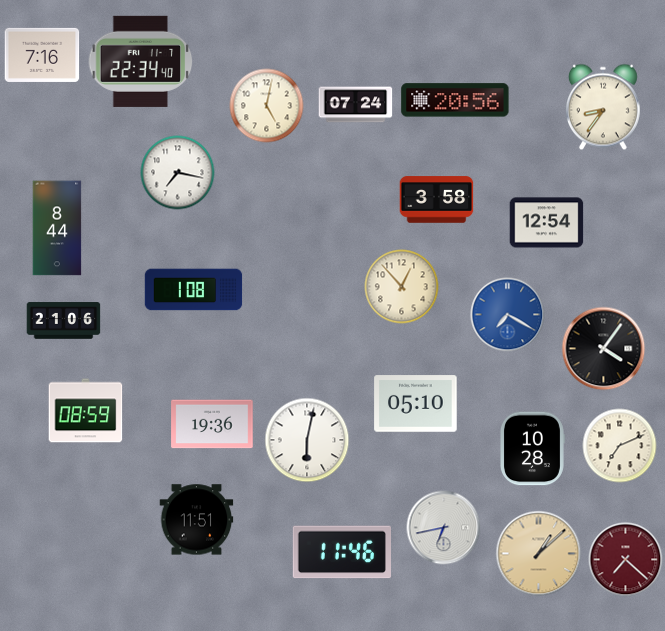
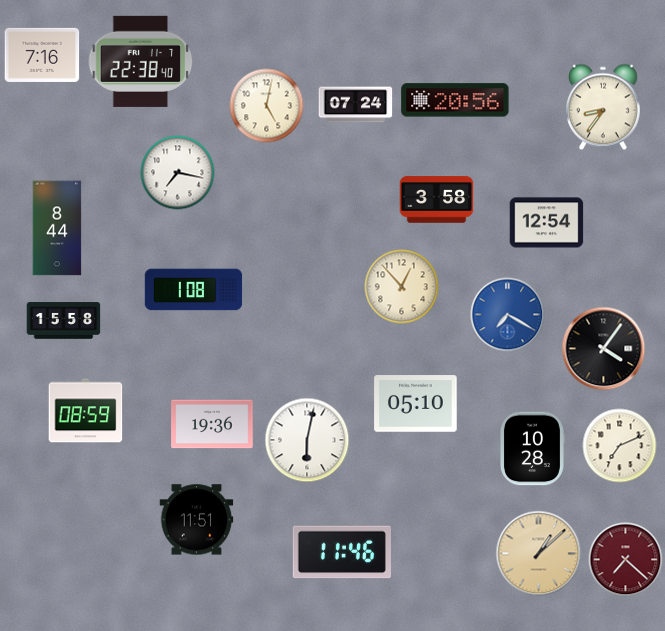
clock at (141, 61): 22:34 -> 22:38
clock at (64, 321): 21:06 -> 15:58
clock at (444, 528): 6:43 -> none
